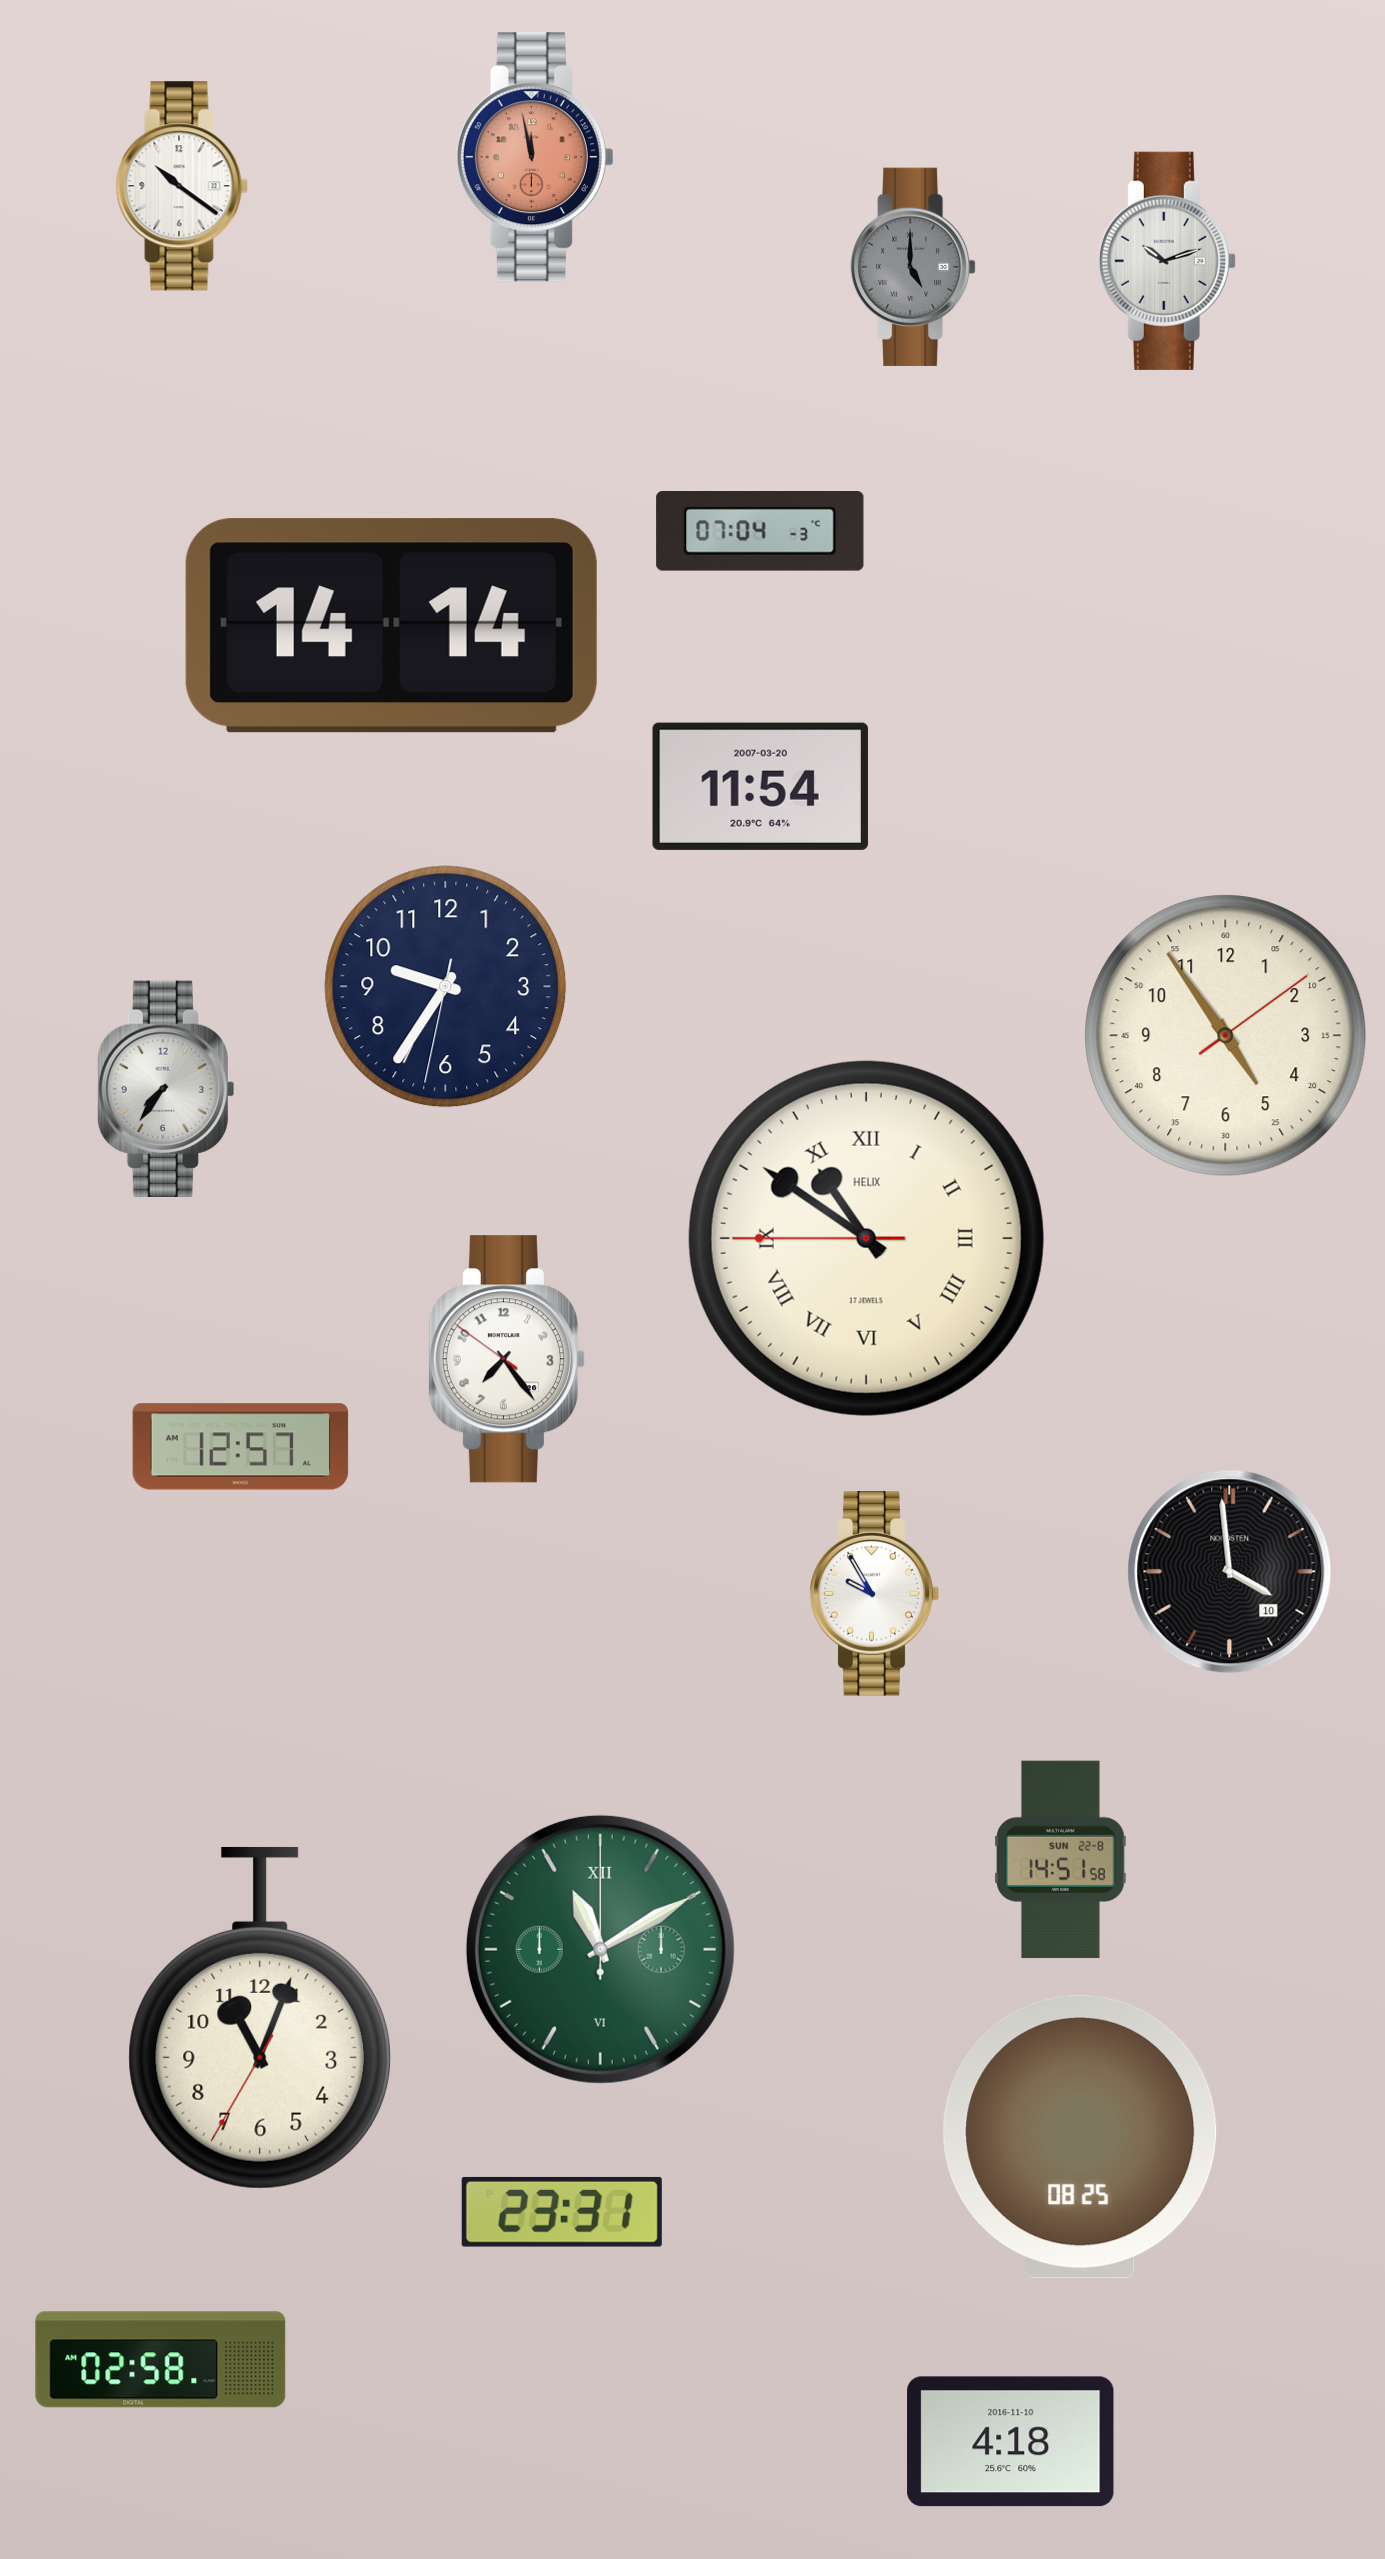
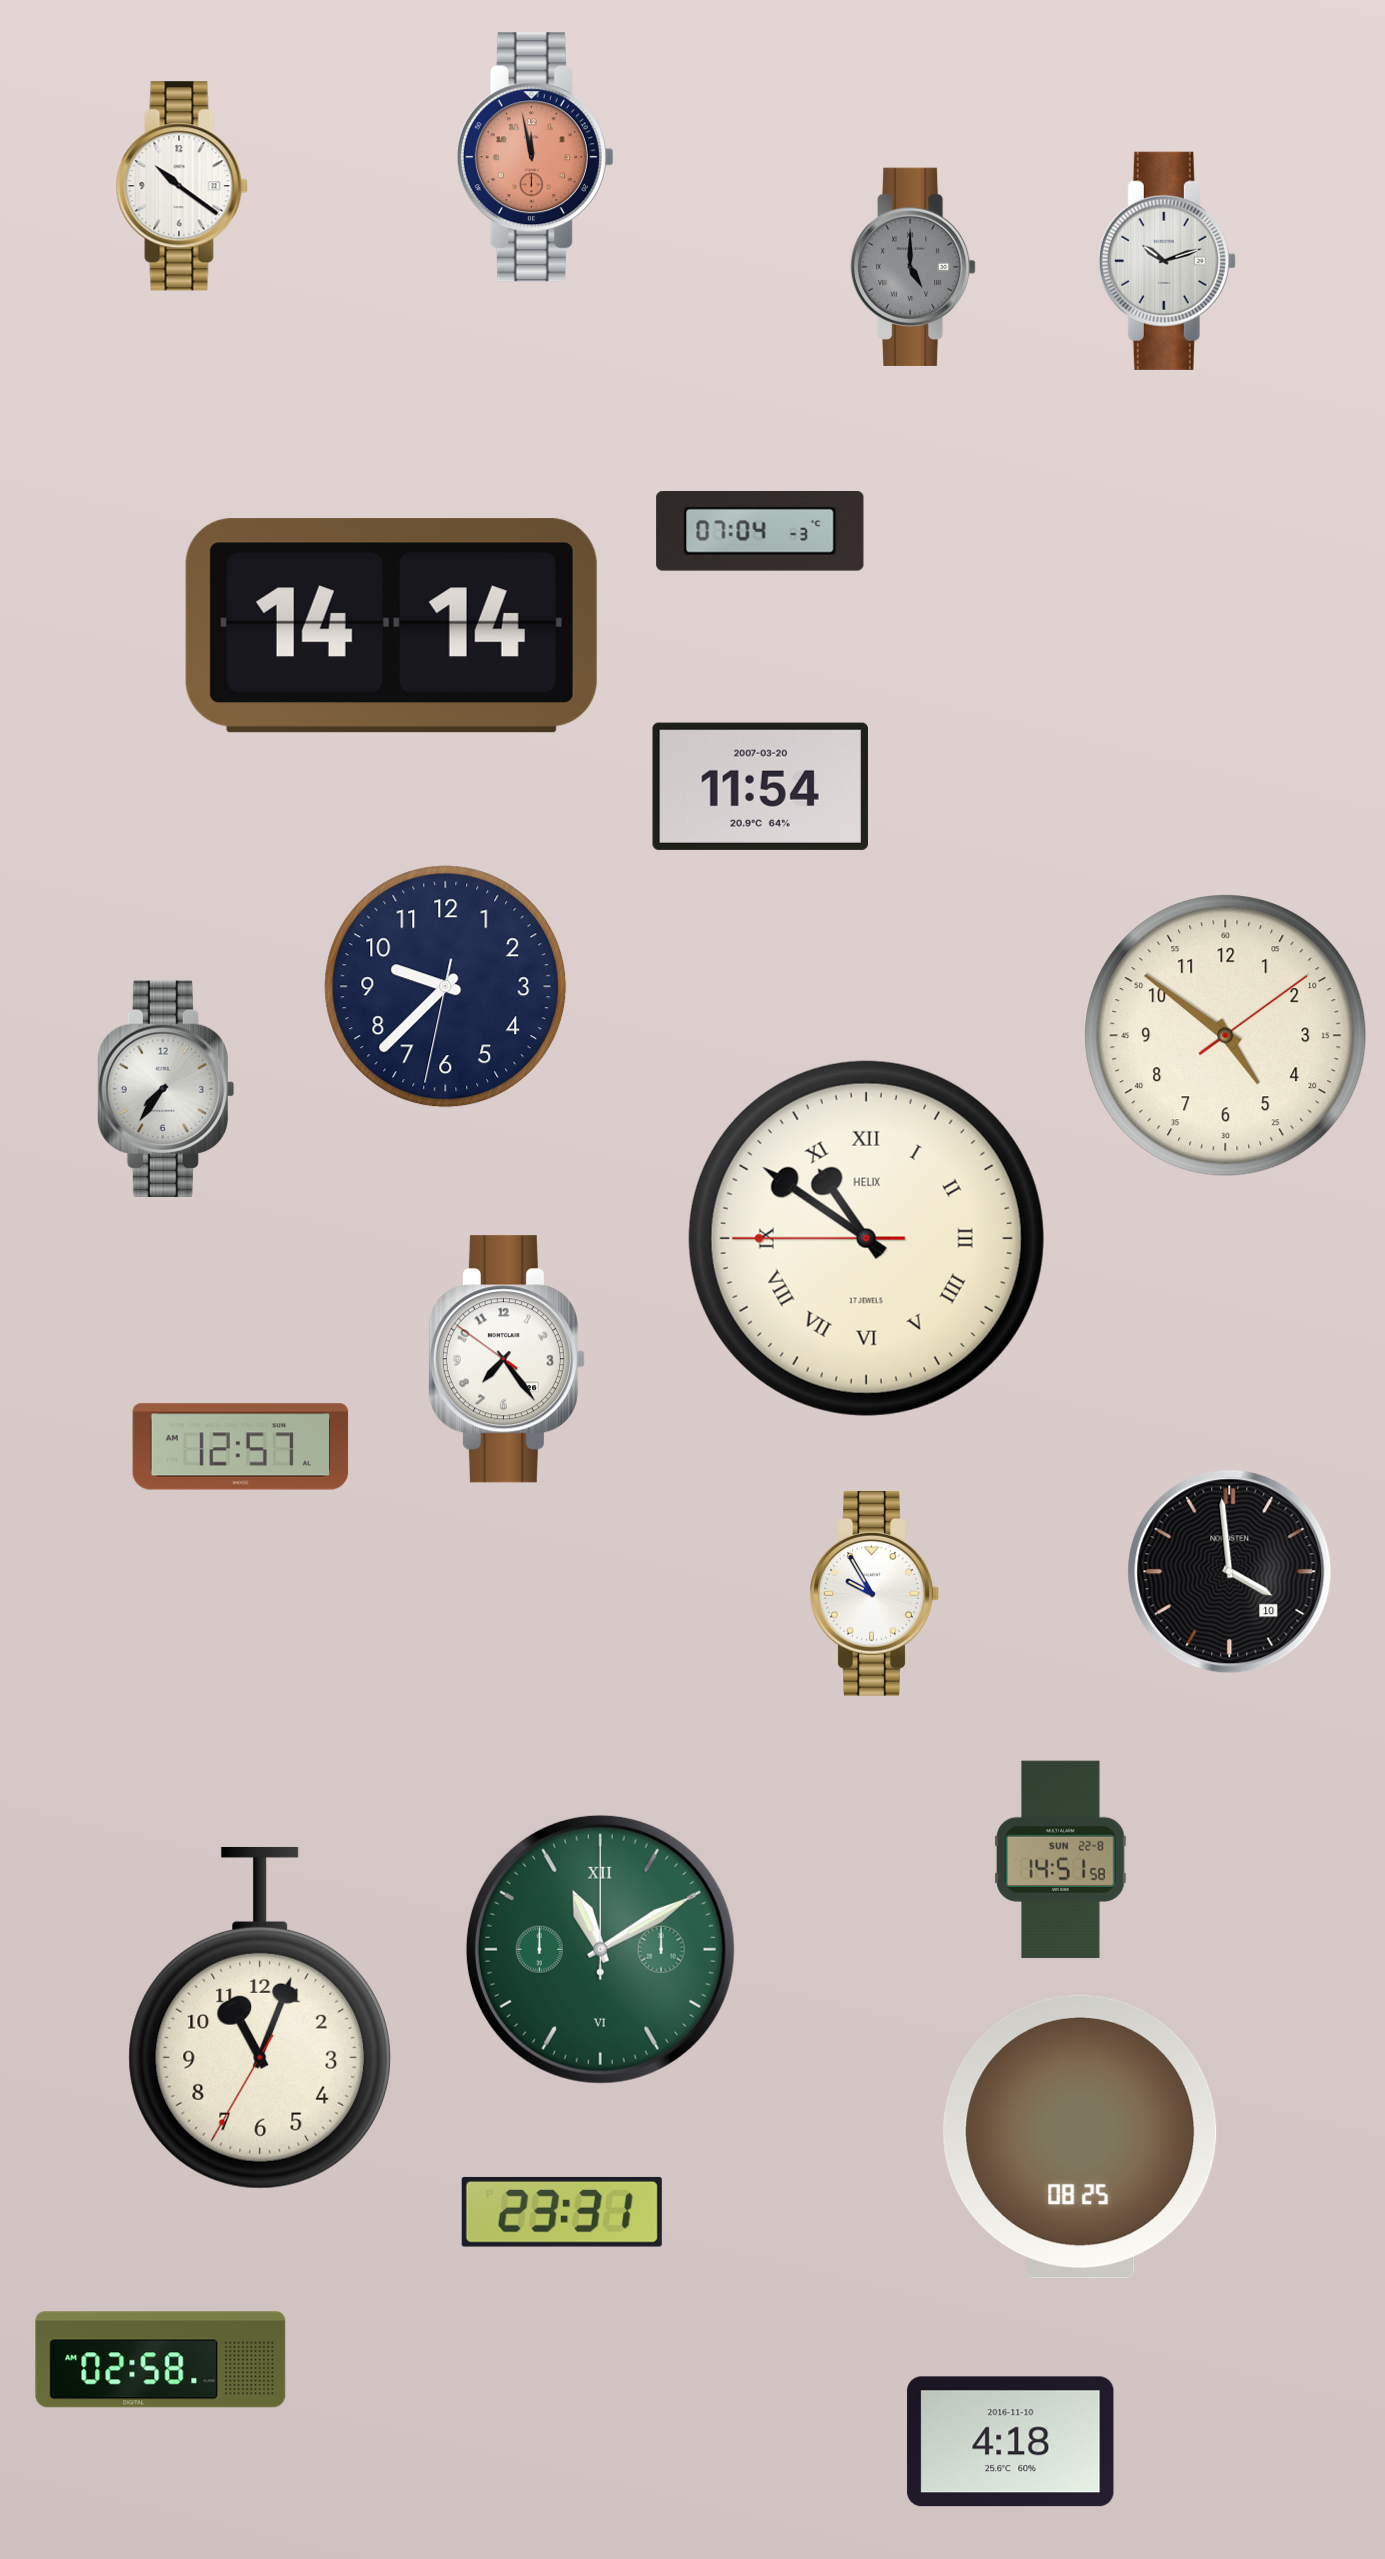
clock at (446, 987): 9:35 -> 9:37
clock at (1226, 1036): 4:54 -> 4:51
